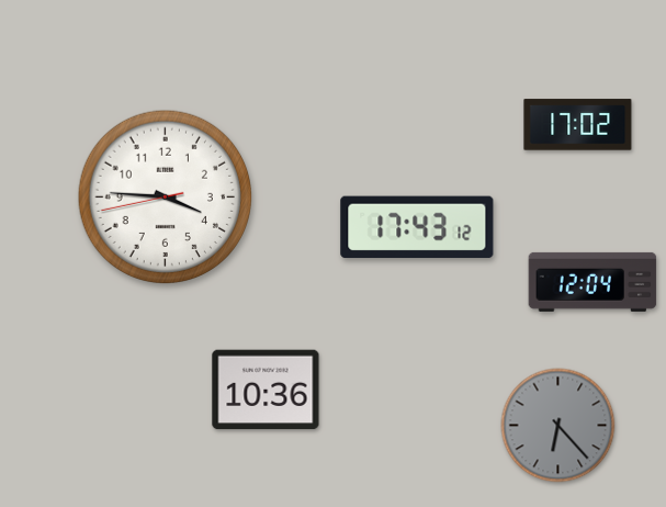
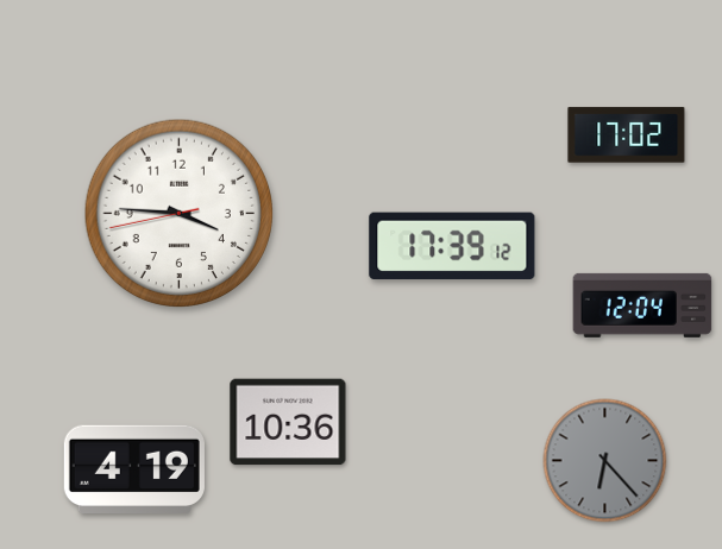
clock at (417, 227): 17:43 -> 17:39
clock at (134, 469): none -> 4:19
